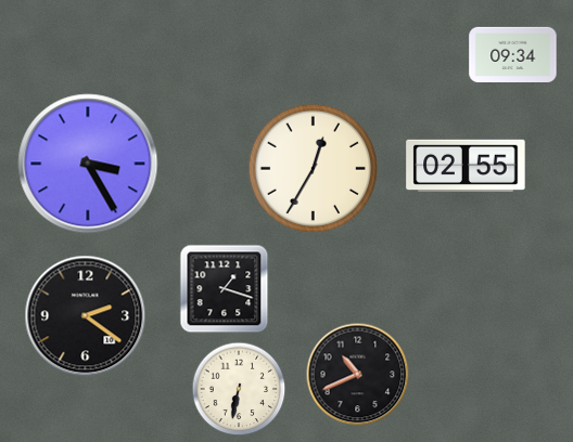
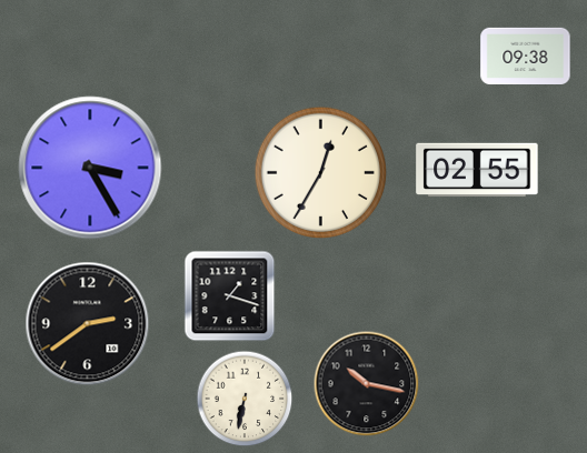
clock at (513, 54): 09:34 -> 09:38
clock at (86, 316): 2:21 -> 2:39
clock at (358, 375): 10:41 -> 10:17
